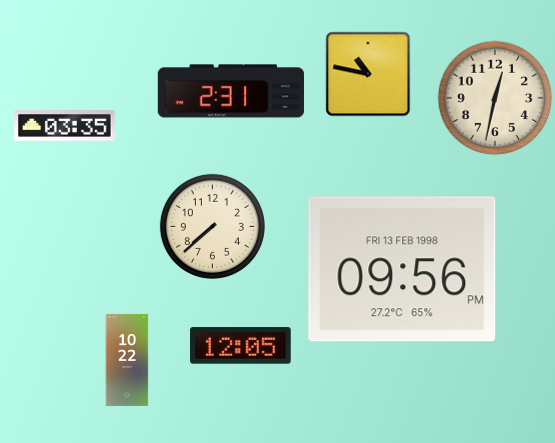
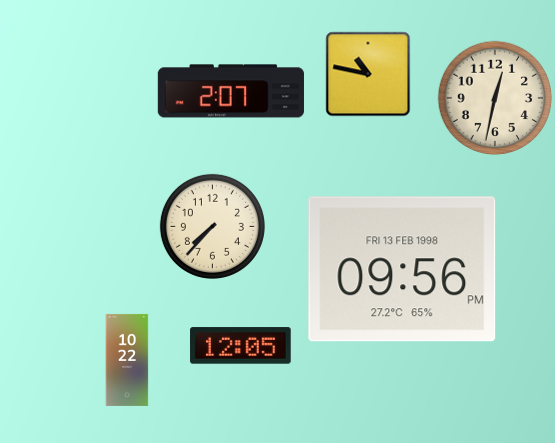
clock at (231, 91): 2:31 -> 2:07
clock at (65, 126): 03:35 -> none
clock at (212, 226): 7:38 -> 7:37
